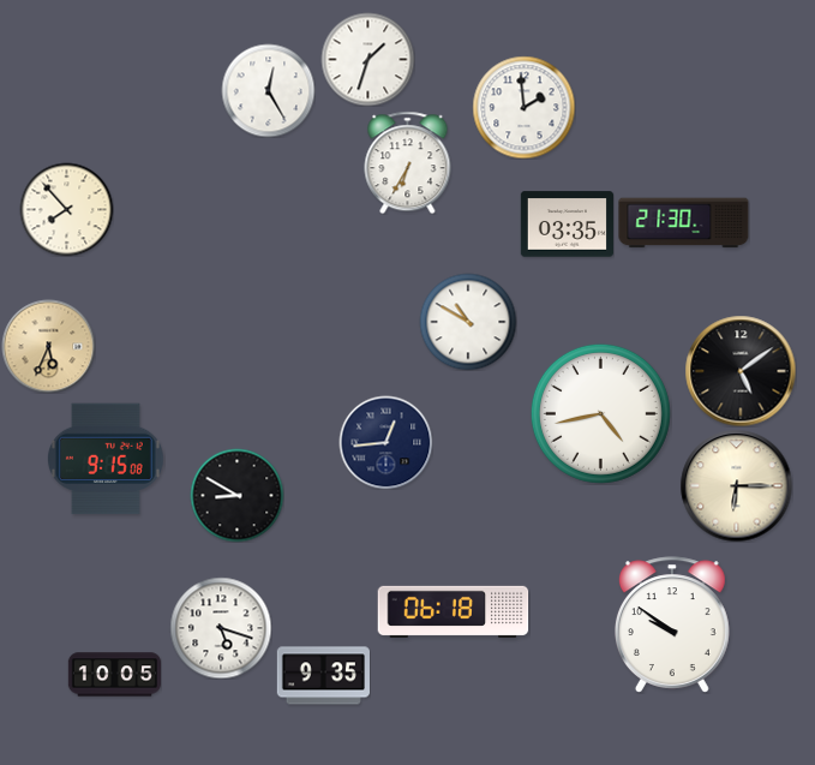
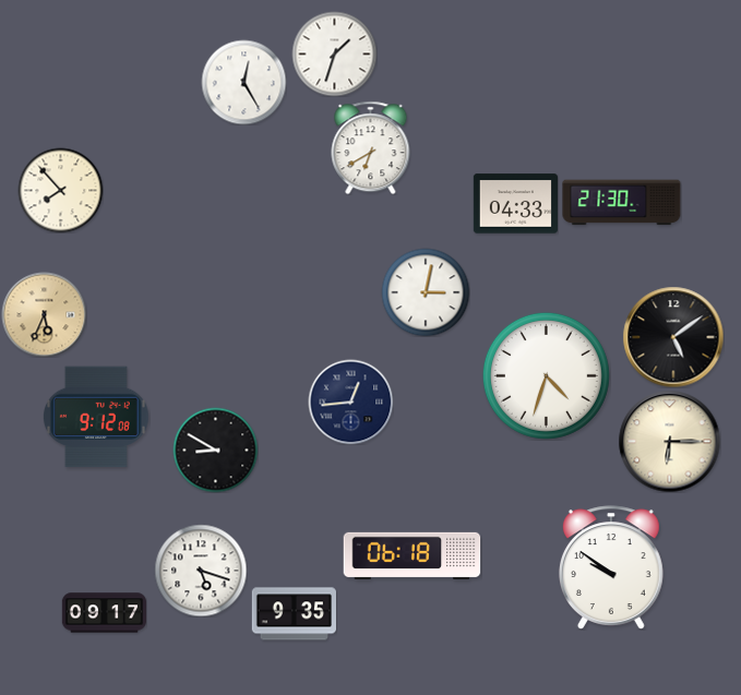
clock at (523, 107): 1:59 -> none
clock at (408, 162): 6:35 -> 6:40
clock at (567, 225): 03:35 -> 04:33
clock at (468, 322): 10:50 -> 3:02
clock at (600, 413): 4:43 -> 4:33
clock at (106, 459): 9:15 -> 9:12
clock at (114, 675): 10:05 -> 09:17
